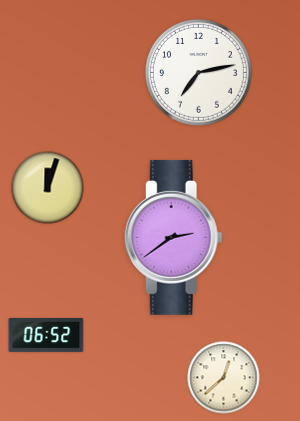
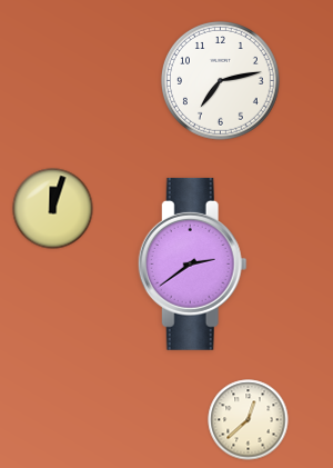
clock at (46, 335): 06:52 -> none
